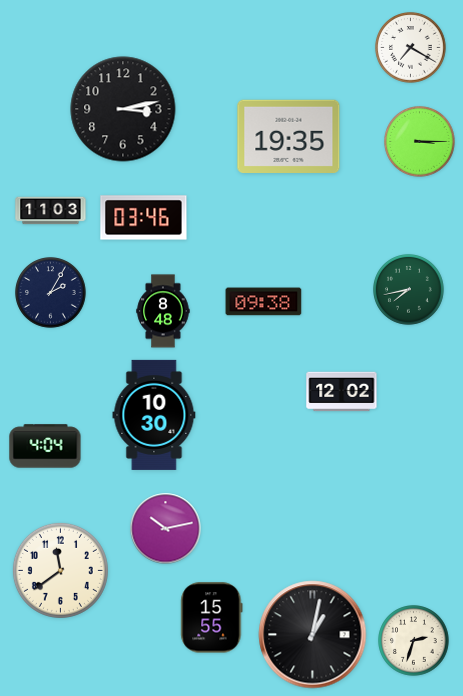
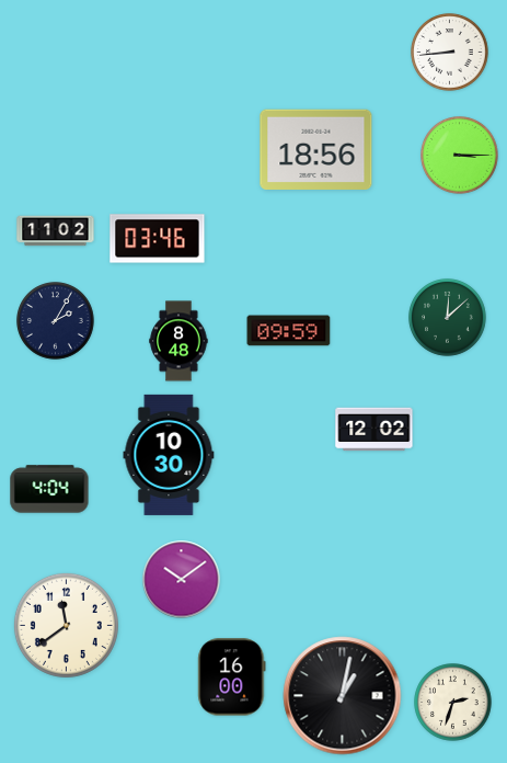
clock at (411, 48): 7:20 -> 8:44
clock at (123, 109): 3:13 -> none
clock at (289, 137): 19:35 -> 18:56
clock at (51, 211): 11:03 -> 11:02
clock at (409, 290): 7:43 -> 12:08
clock at (264, 302): 09:38 -> 09:59
clock at (166, 529): 10:13 -> 10:09
clock at (212, 618): 15:55 -> 16:00
